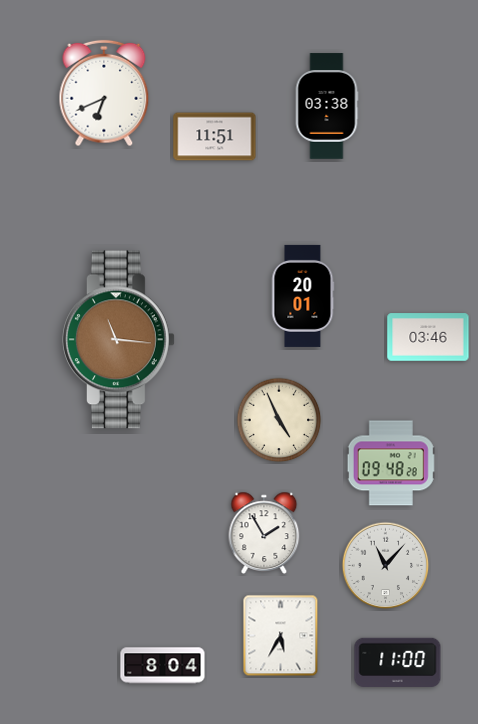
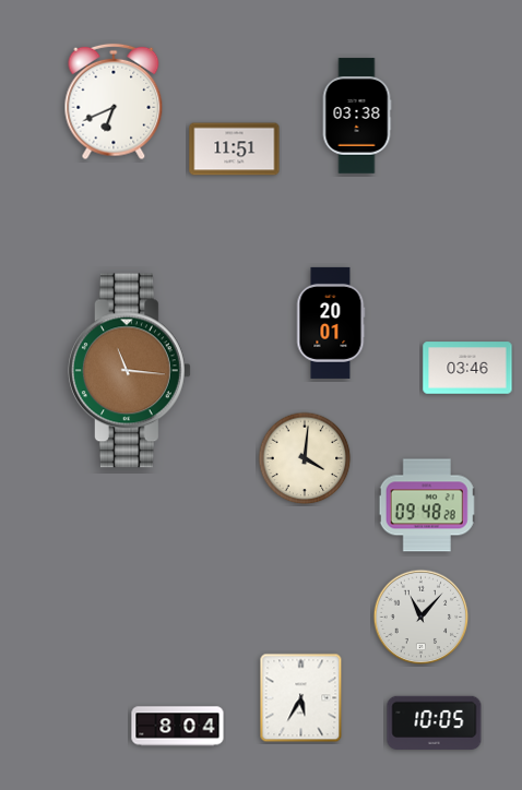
clock at (279, 420): 4:56 -> 4:01
clock at (264, 532): 1:55 -> none
clock at (281, 636) position: (281, 636) -> (301, 698)
clock at (398, 662): 11:00 -> 10:05
